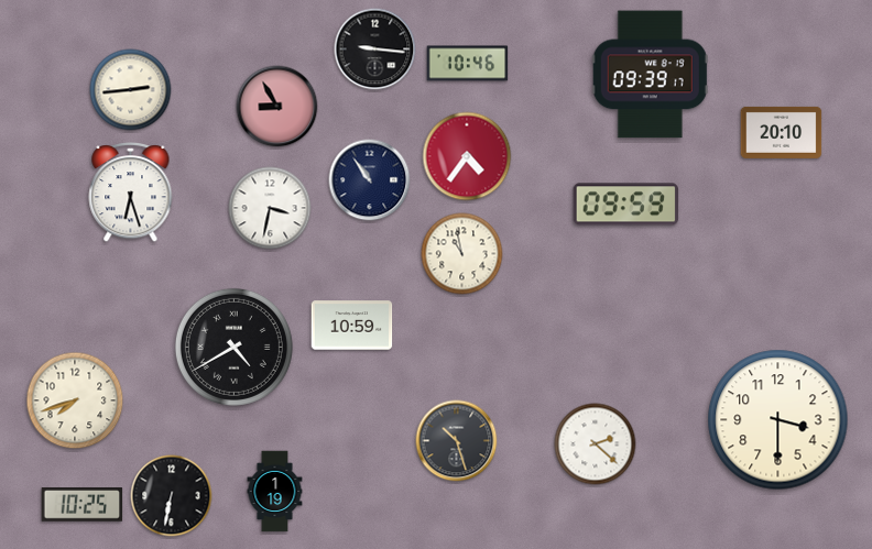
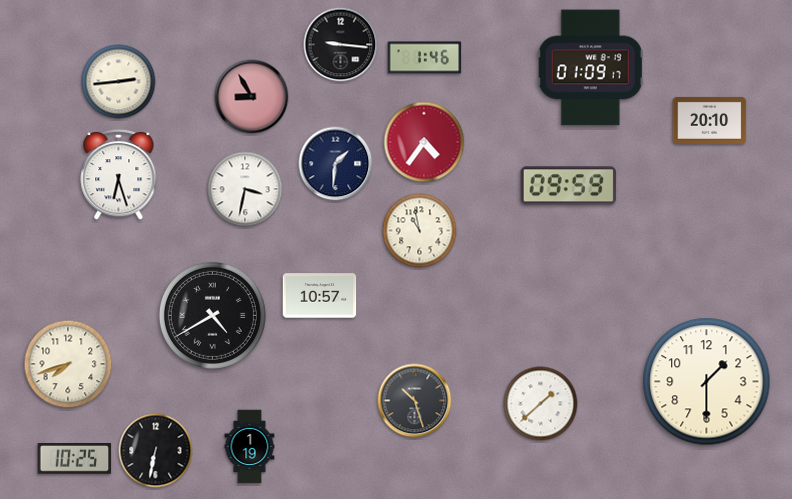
clock at (468, 64): 10:46 -> 1:46
clock at (650, 75): 09:39 -> 01:09
clock at (370, 180): 10:54 -> 1:31
clock at (352, 326): 10:59 -> 10:57
clock at (778, 420): 3:30 -> 1:30
clock at (596, 444): 2:22 -> 1:38
